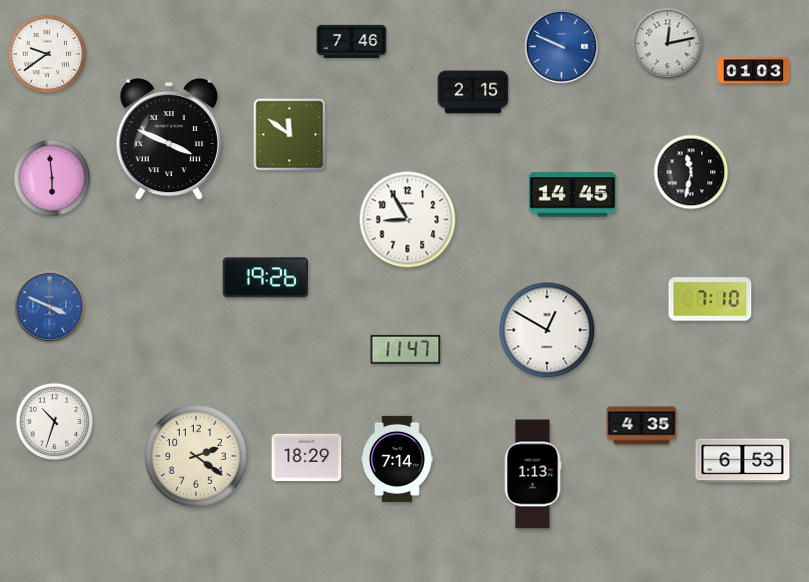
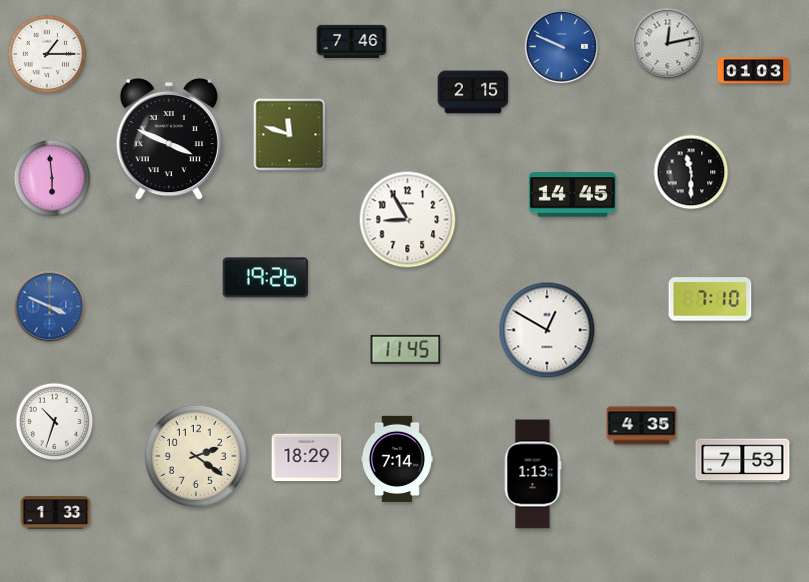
clock at (47, 54): 9:39 -> 1:15
clock at (290, 135): 11:51 -> 11:48
clock at (691, 172): 11:32 -> 11:30
clock at (406, 349): 11:47 -> 11:45
clock at (743, 461): 6:53 -> 7:53
clock at (56, 512): none -> 1:33
